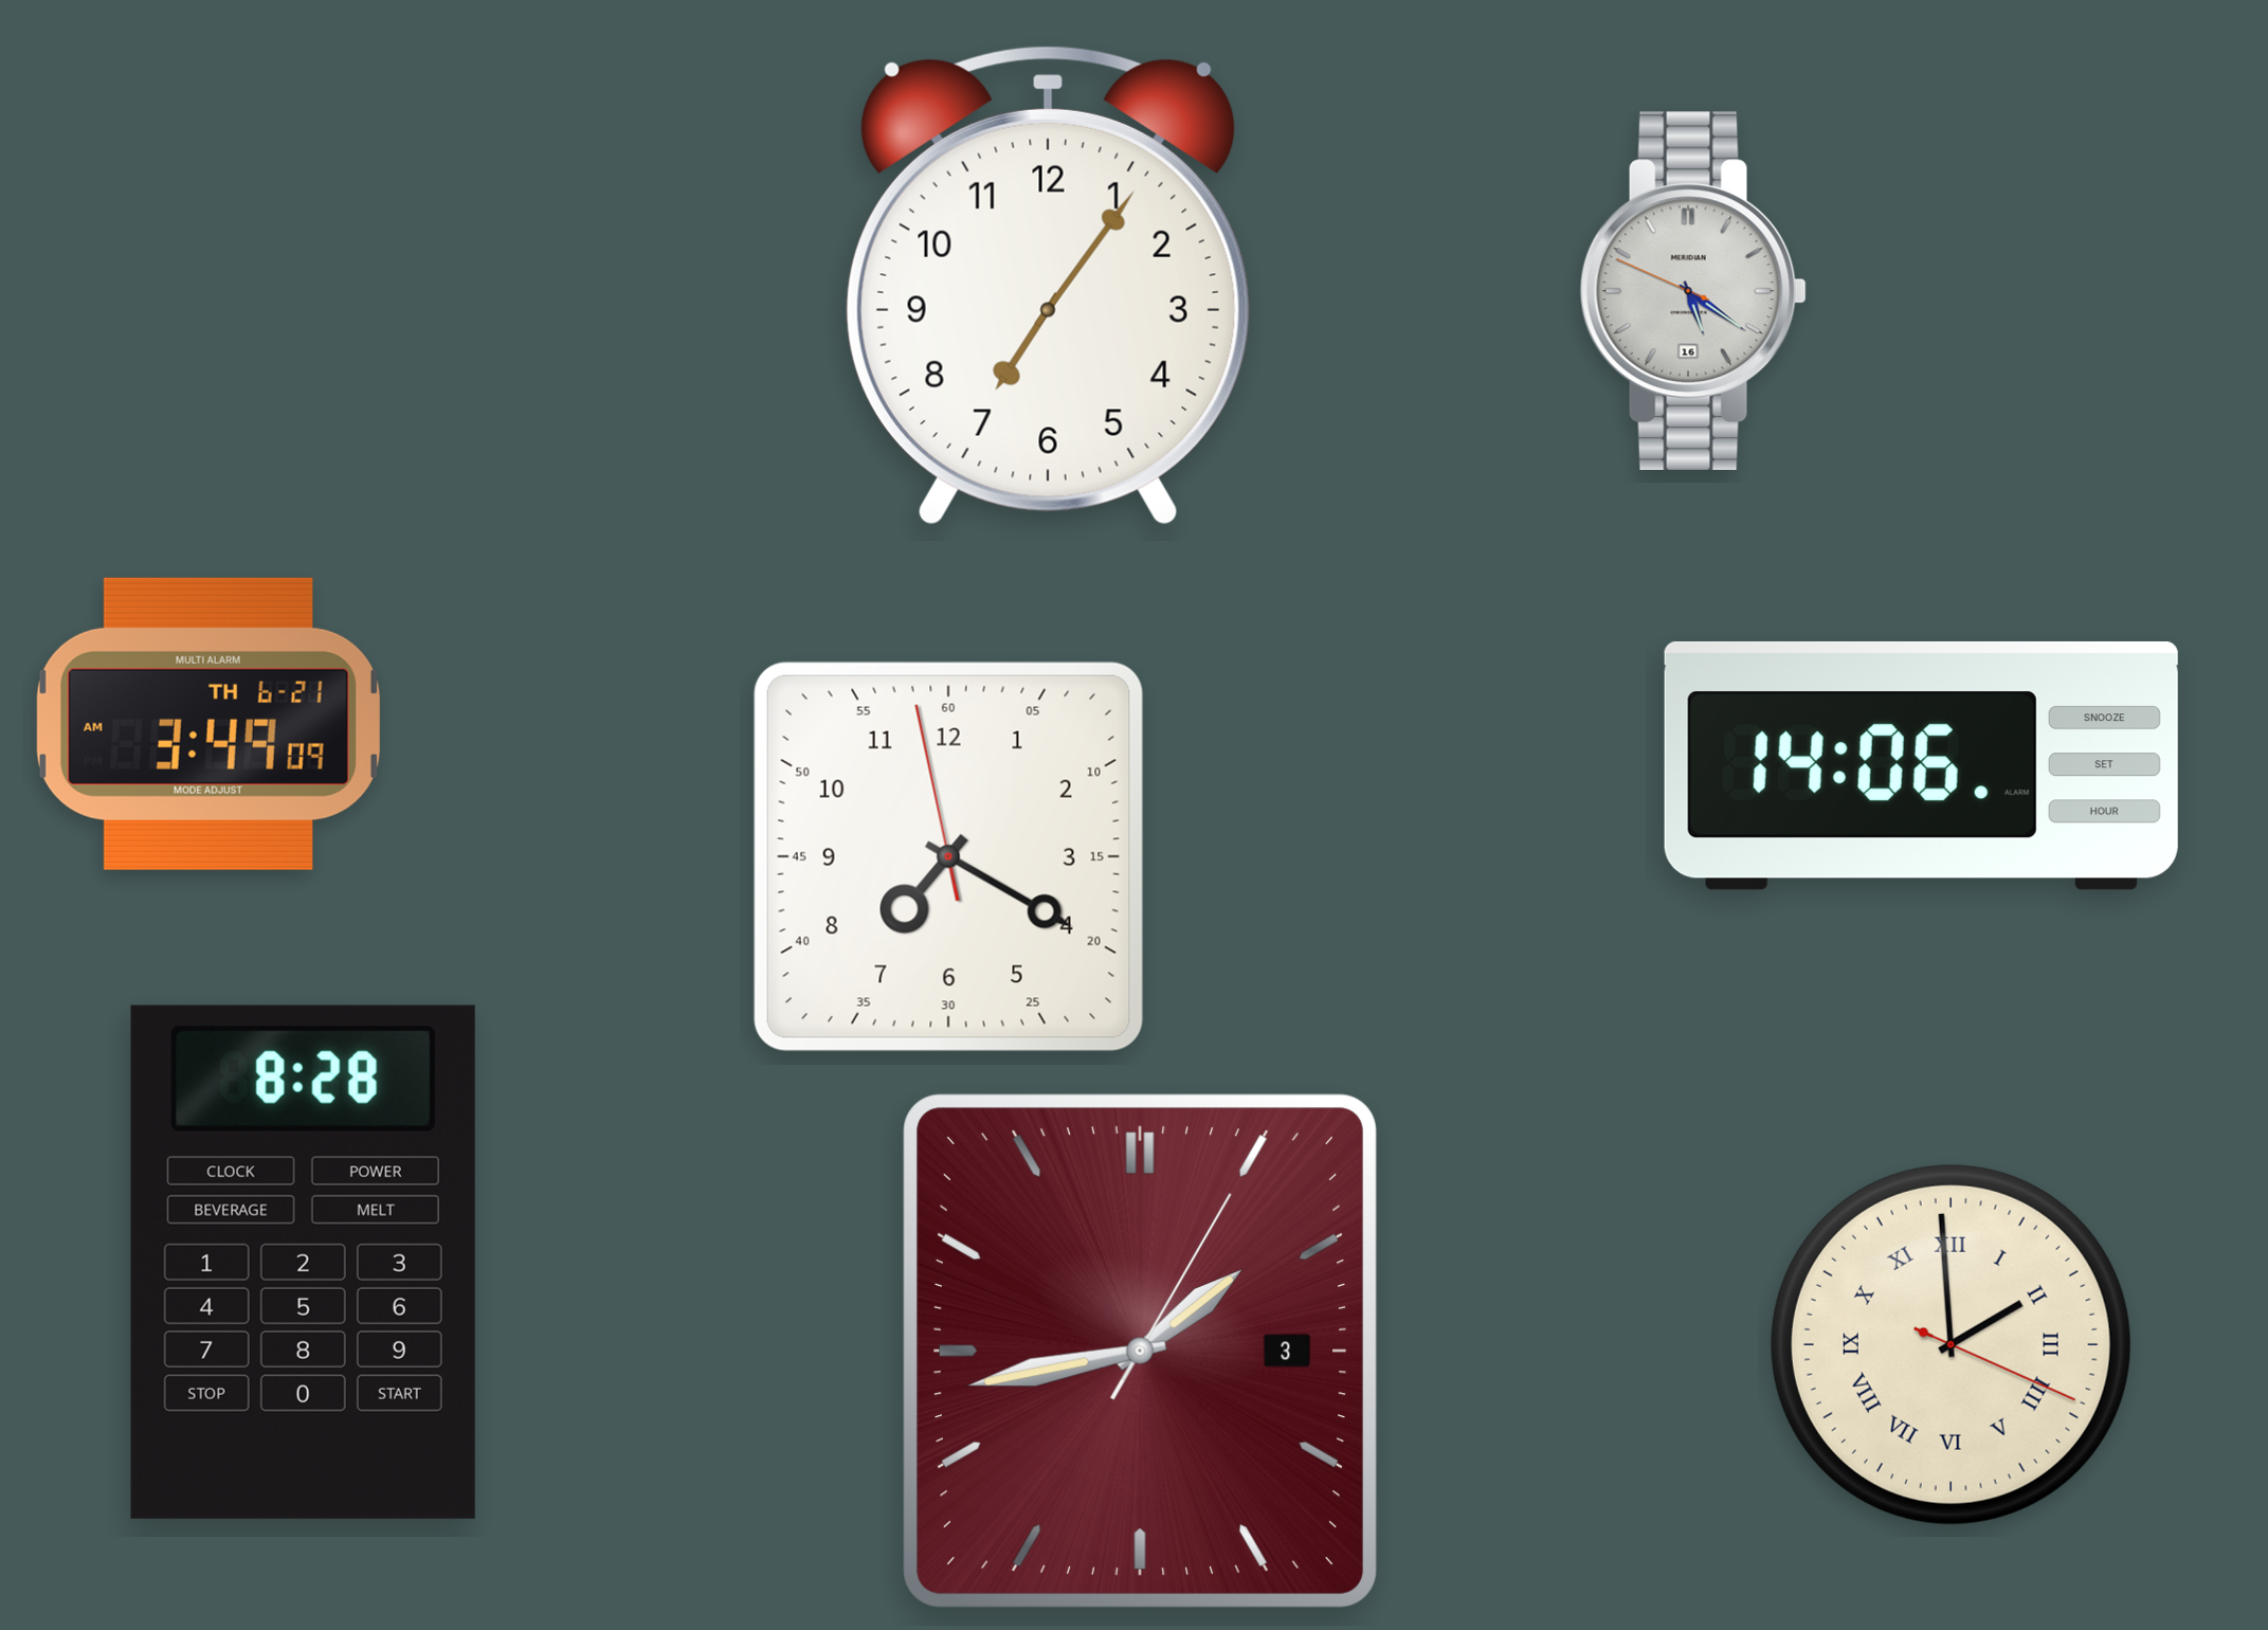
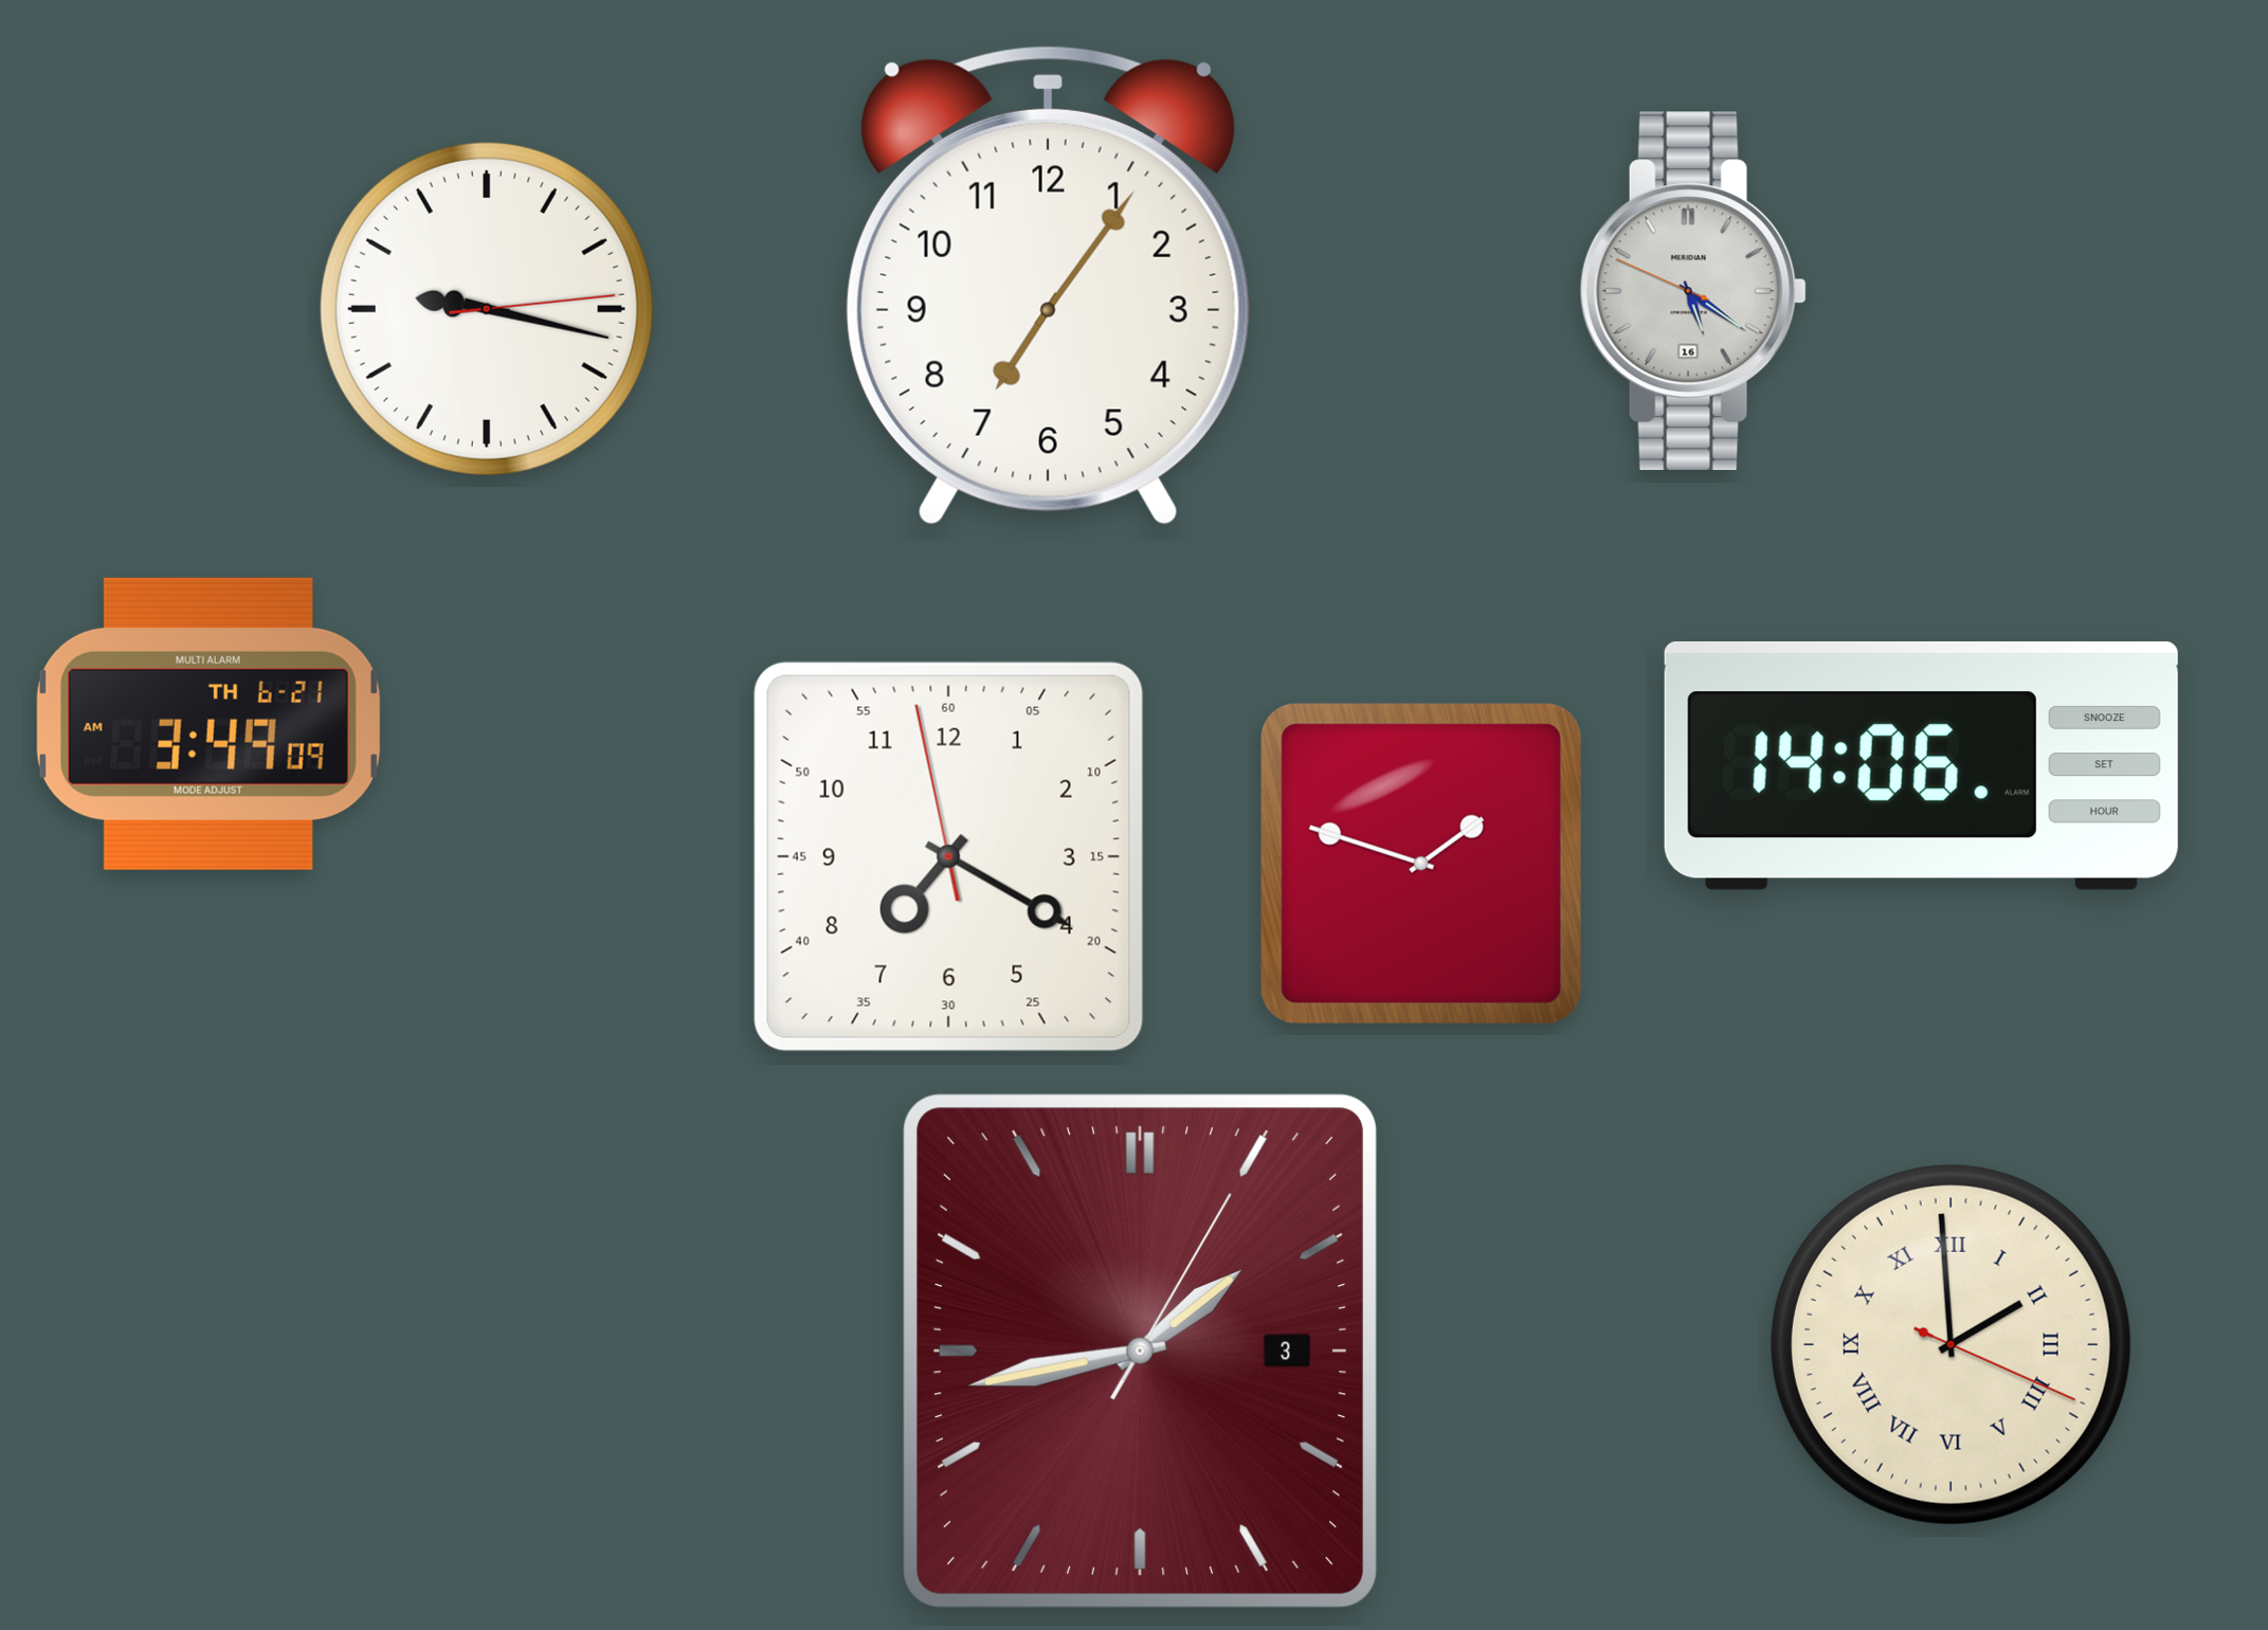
clock at (487, 309): none -> 9:17
clock at (1421, 864): none -> 1:48
clock at (303, 1262): 8:28 -> none
